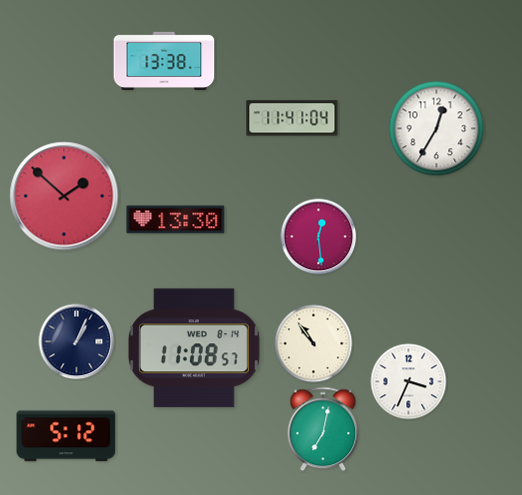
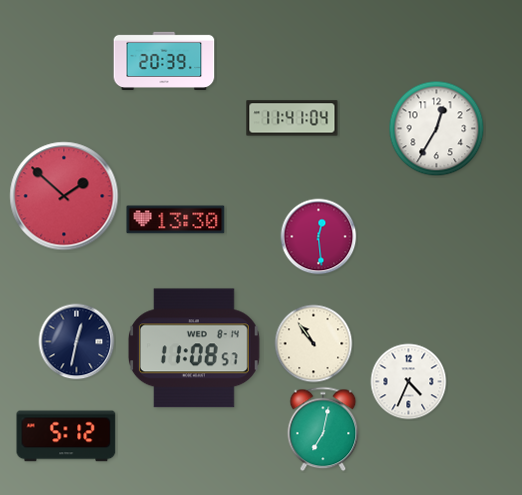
clock at (164, 61): 13:38 -> 20:39
clock at (77, 342): 1:04 -> 12:32
clock at (409, 382): 3:34 -> 4:34
